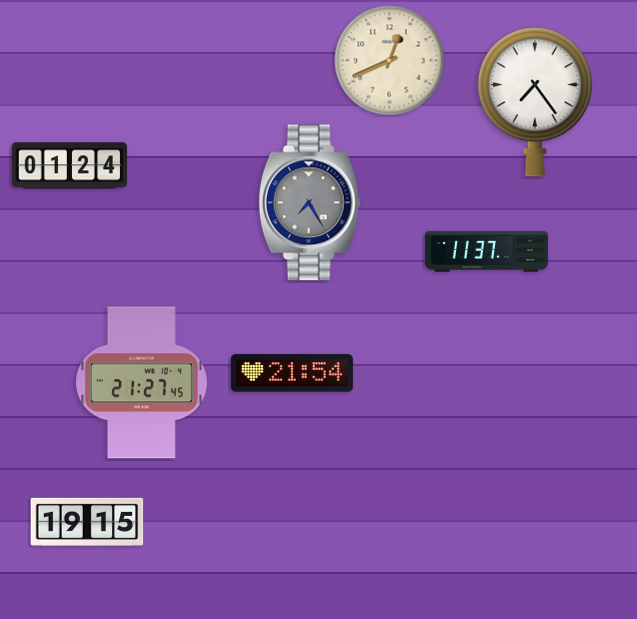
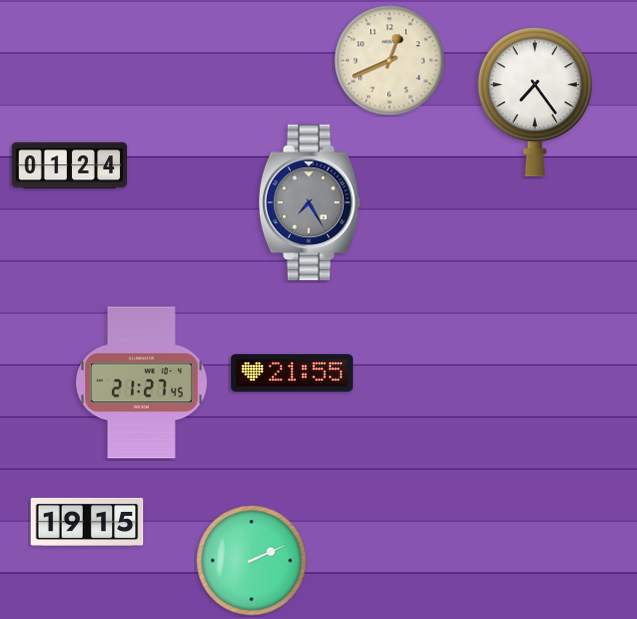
clock at (486, 252): 11:37 -> none
clock at (292, 373): 21:54 -> 21:55
clock at (252, 561): none -> 2:11
